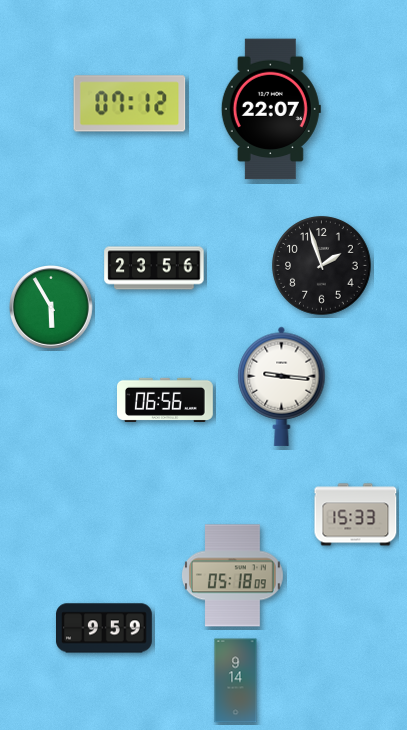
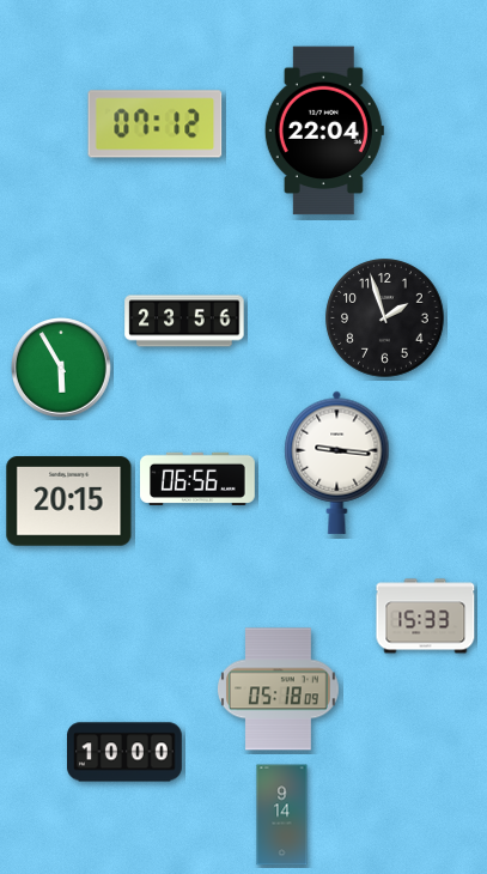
clock at (271, 109): 22:07 -> 22:04
clock at (69, 502): none -> 20:15
clock at (105, 628): 9:59 -> 10:00
